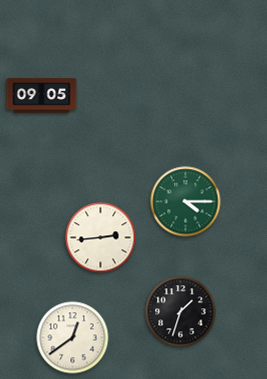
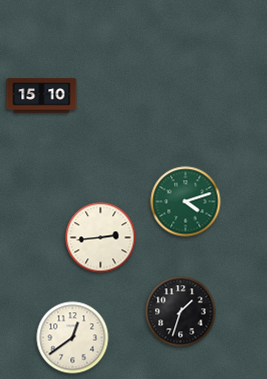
clock at (42, 96): 09:05 -> 15:10
clock at (186, 202): 4:15 -> 4:12
